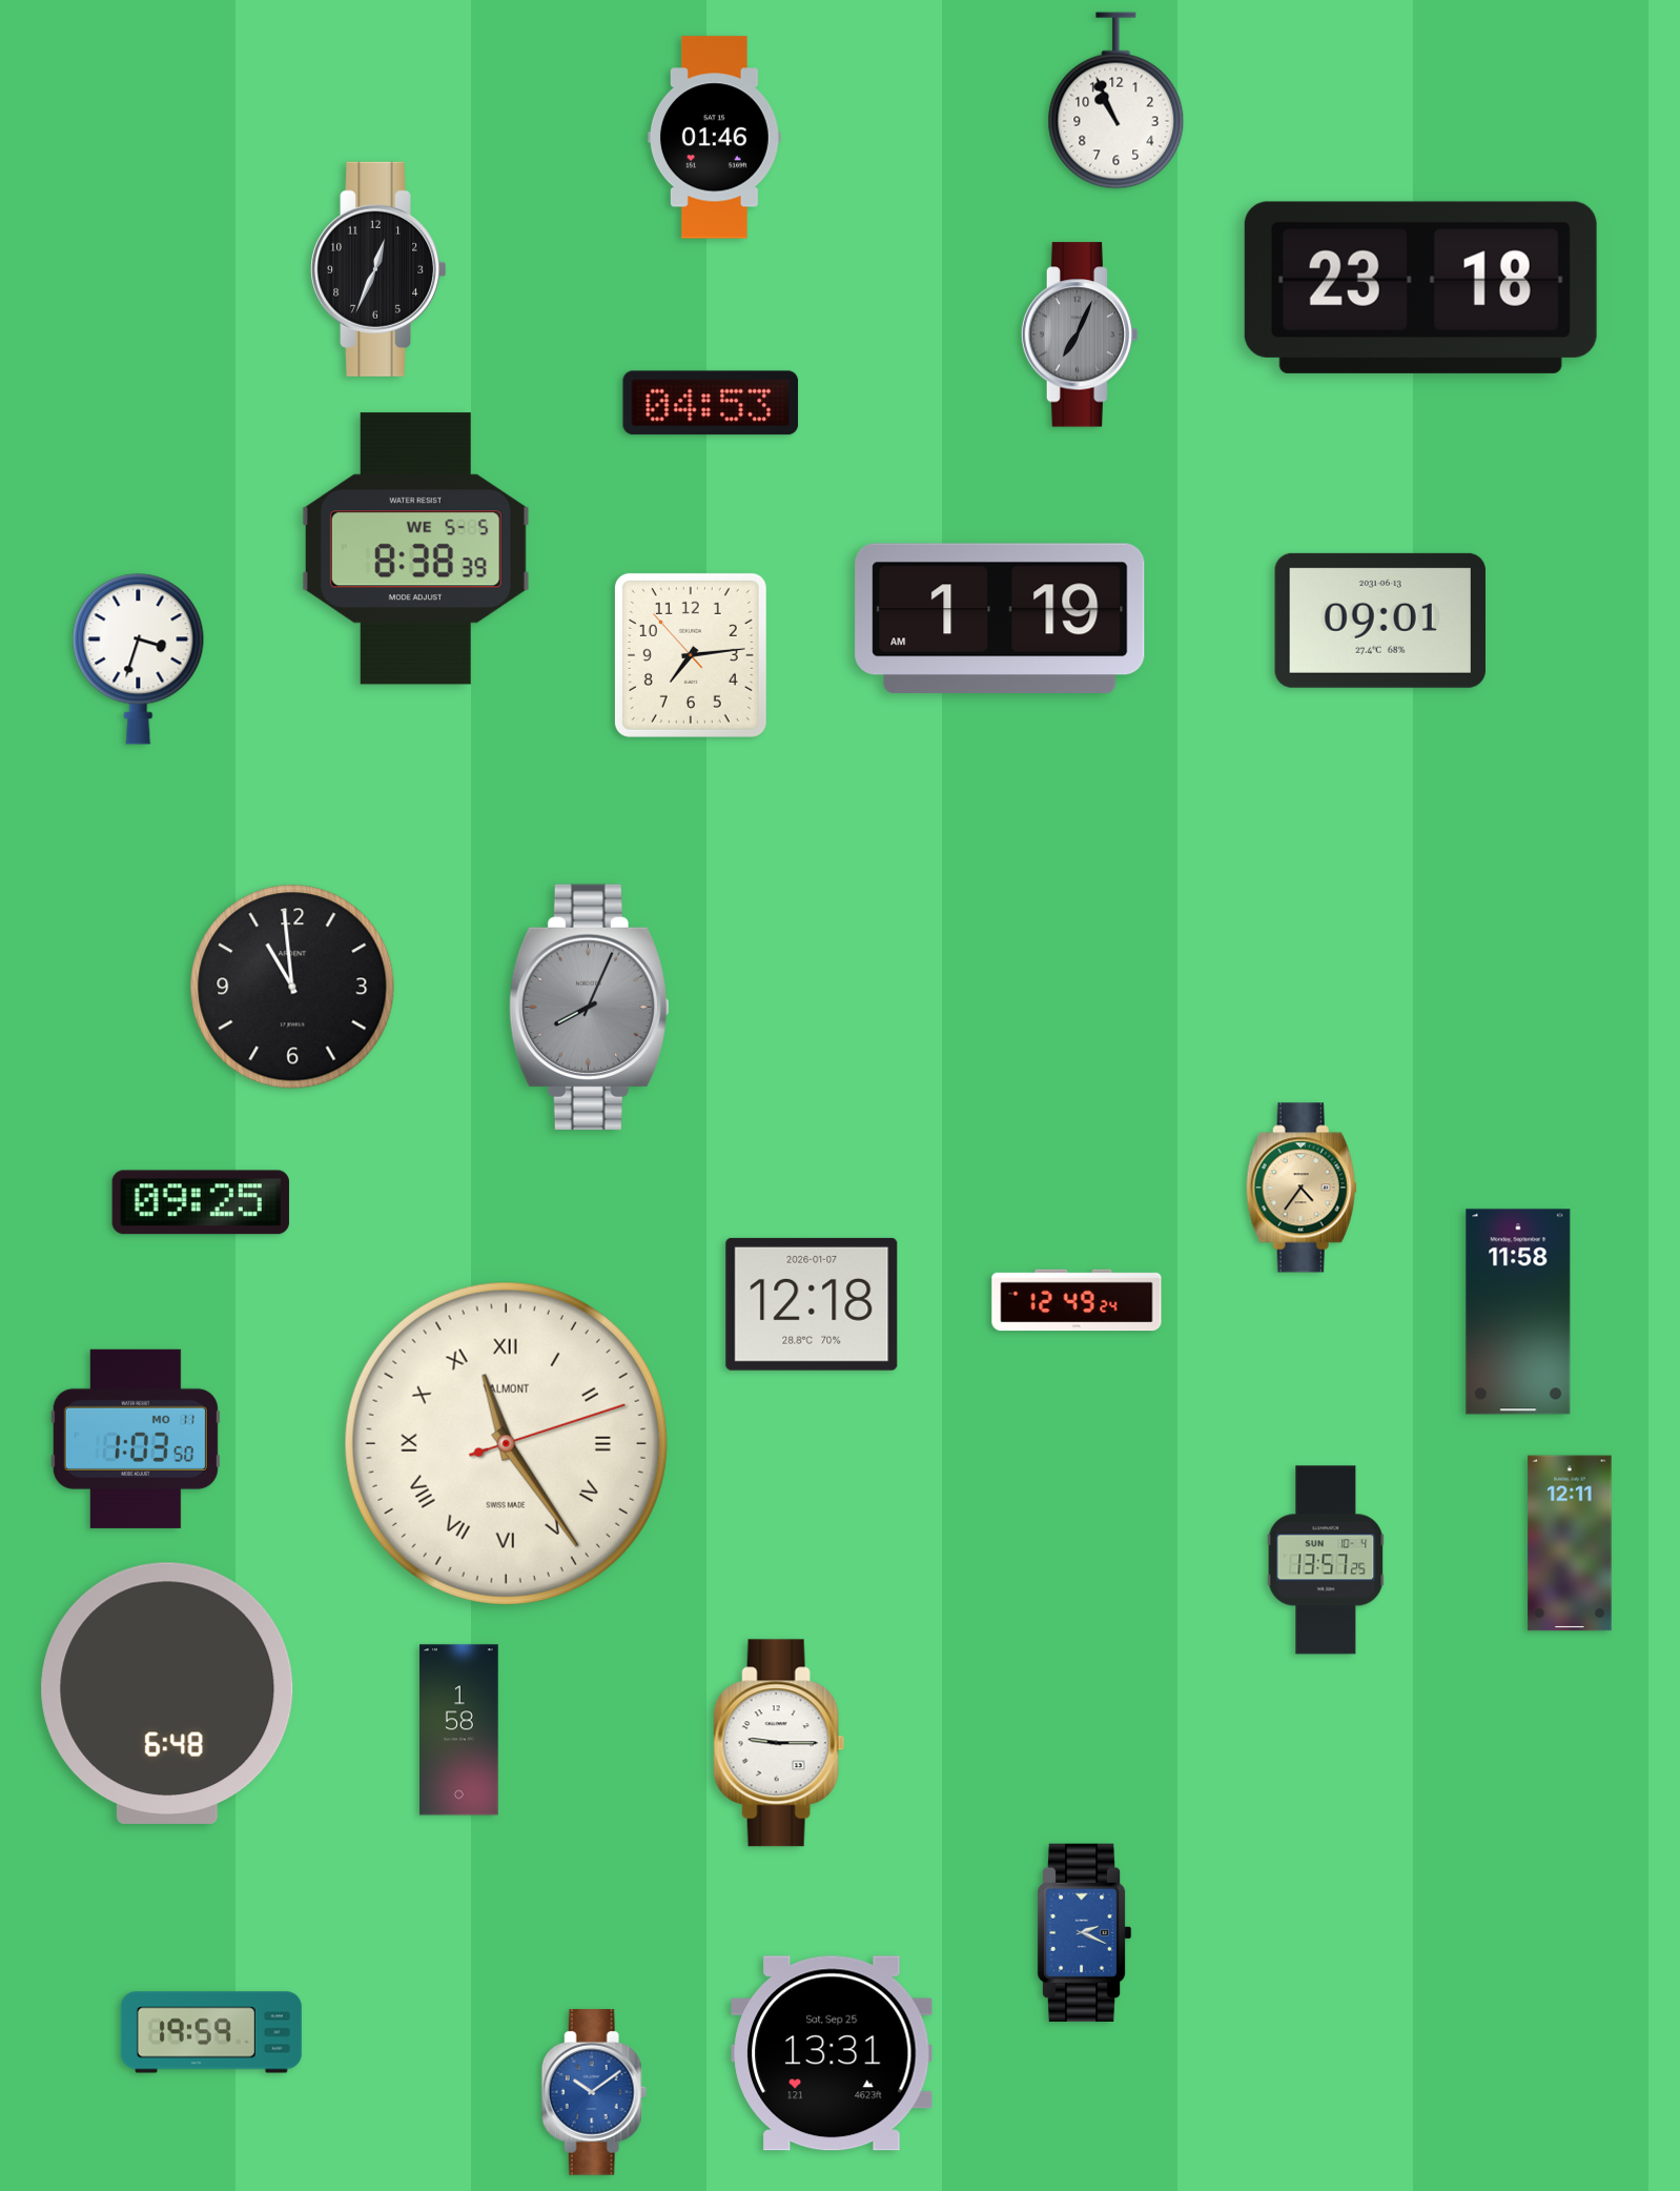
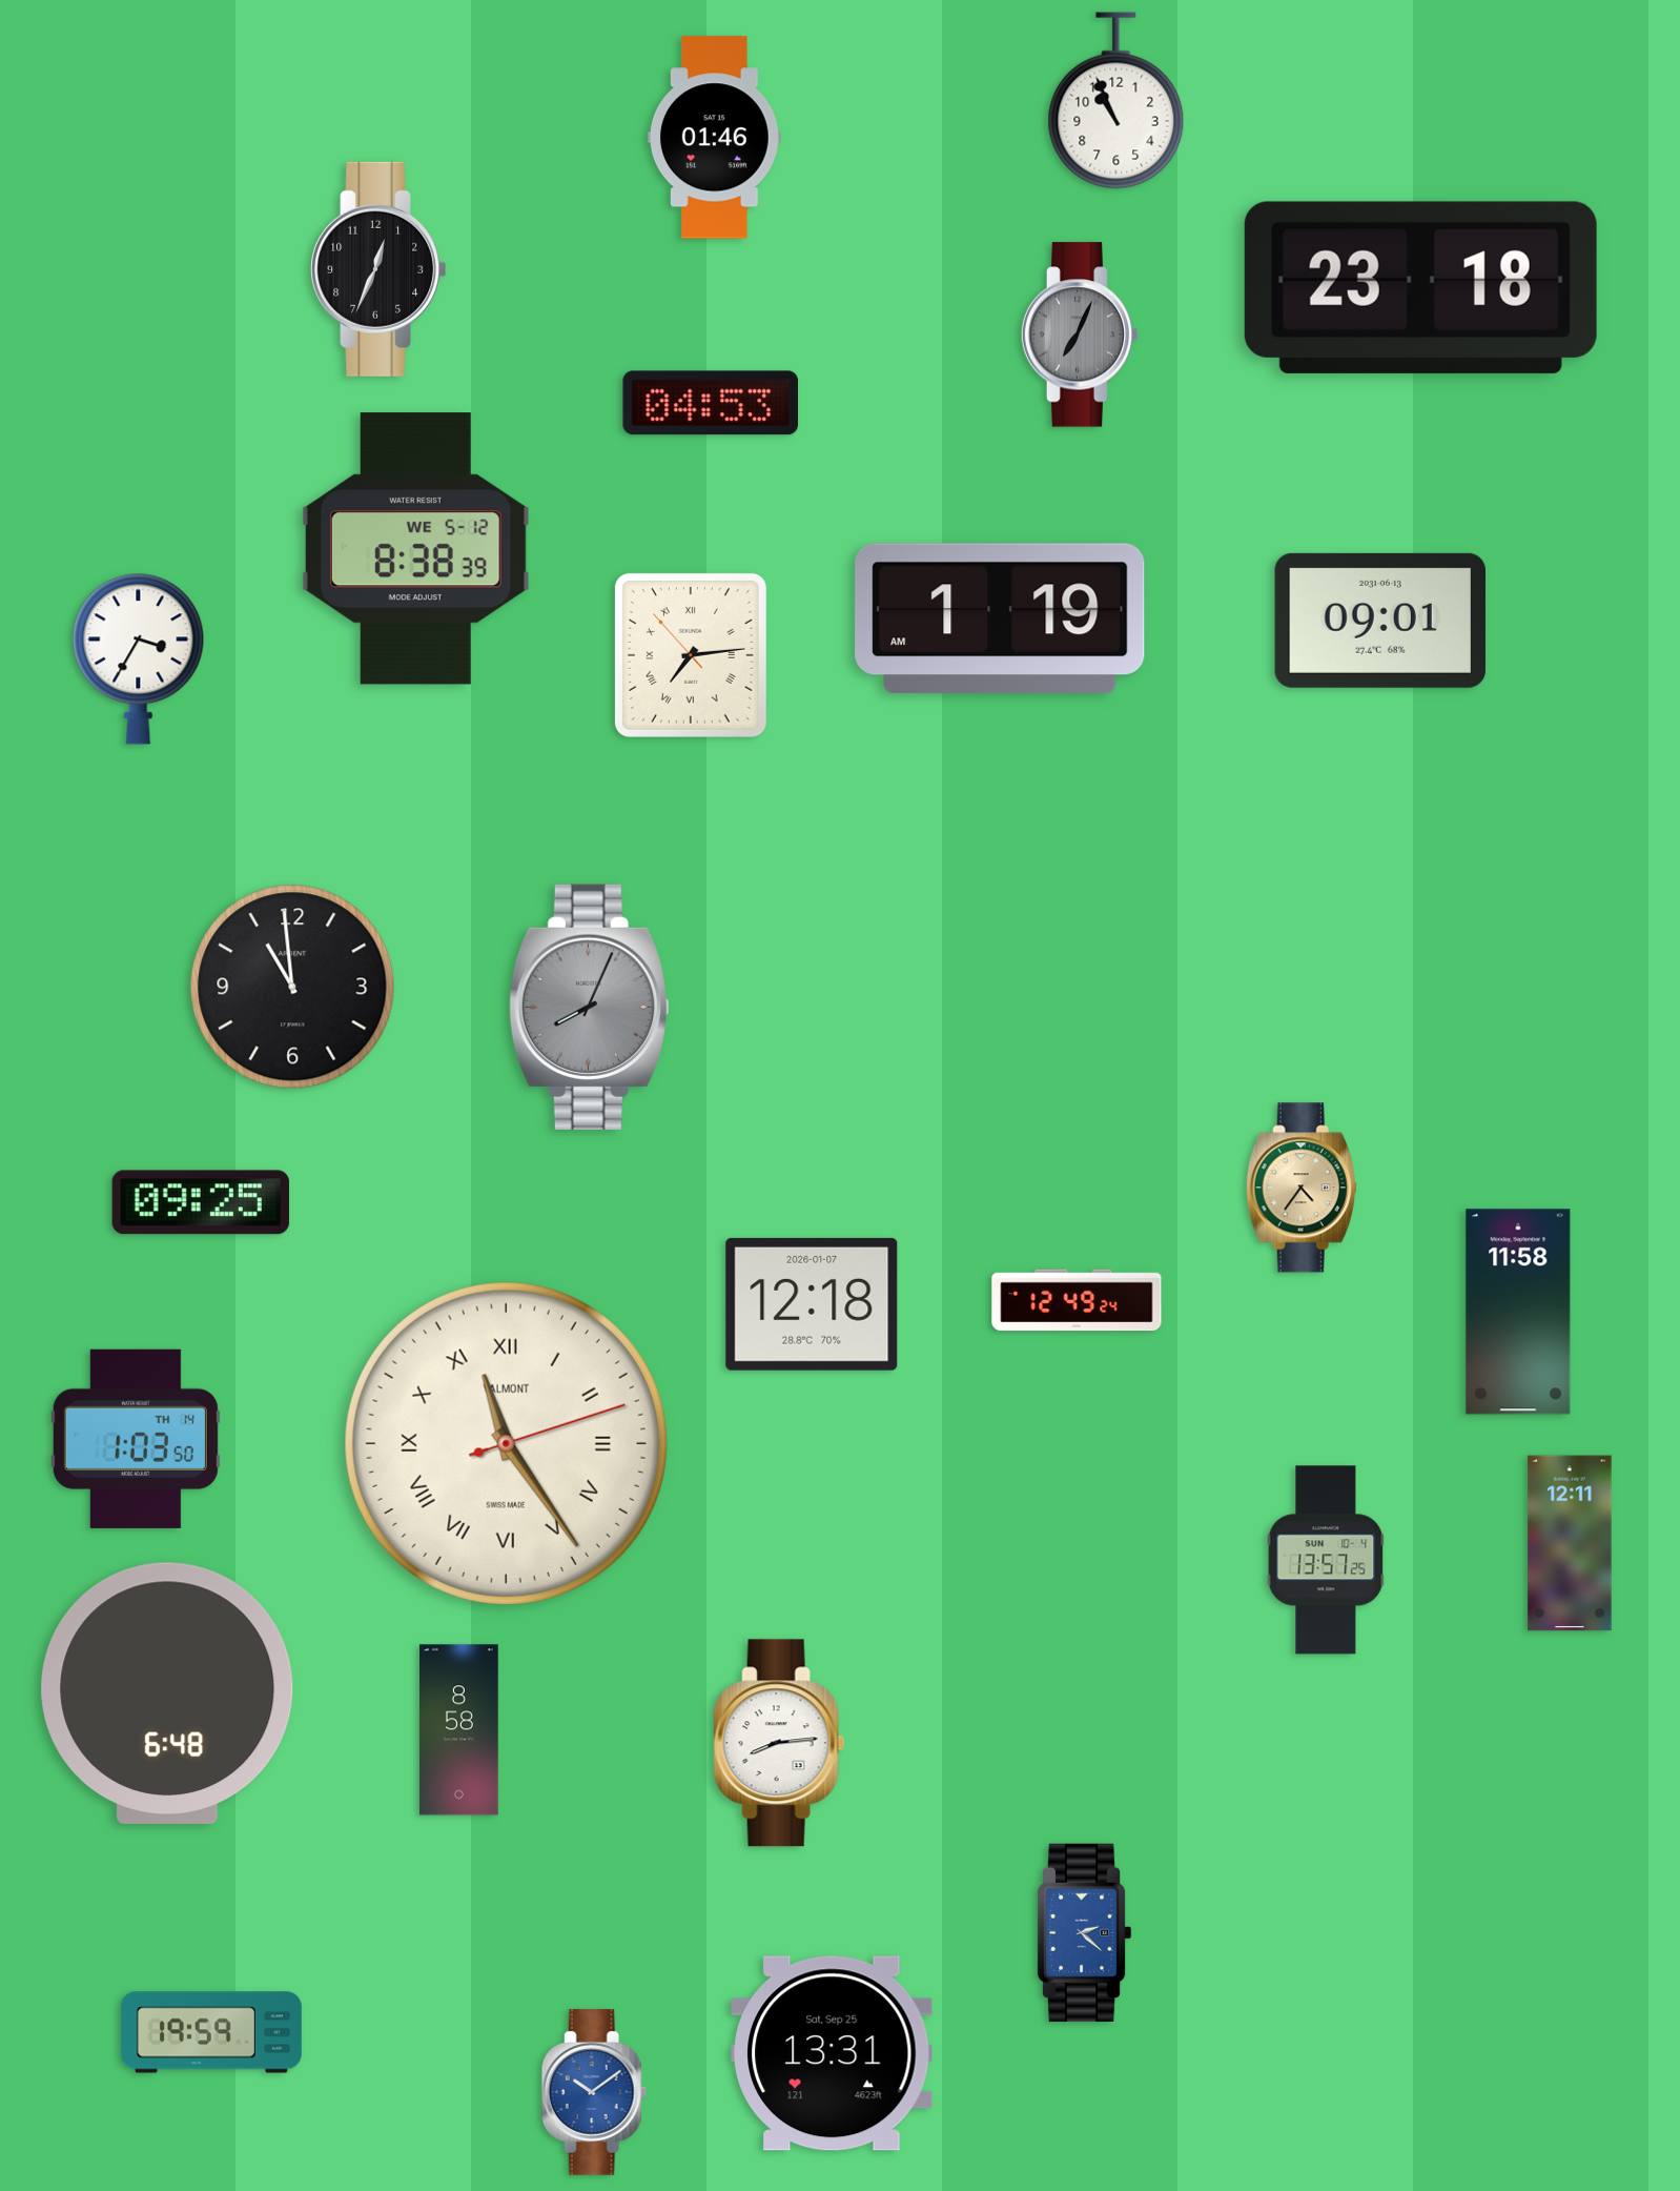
clock at (415, 549) date: WE 5-5 -> WE 5-12
clock at (691, 655) numerals: Arabic -> Roman
clock at (139, 660): 3:33 -> 3:35
clock at (136, 1439) date: MO 11 -> TH 14
clock at (459, 1730): 1:58 -> 8:58
clock at (779, 1743): 9:15 -> 8:14
clock at (1084, 1932): 2:19 -> 2:22
